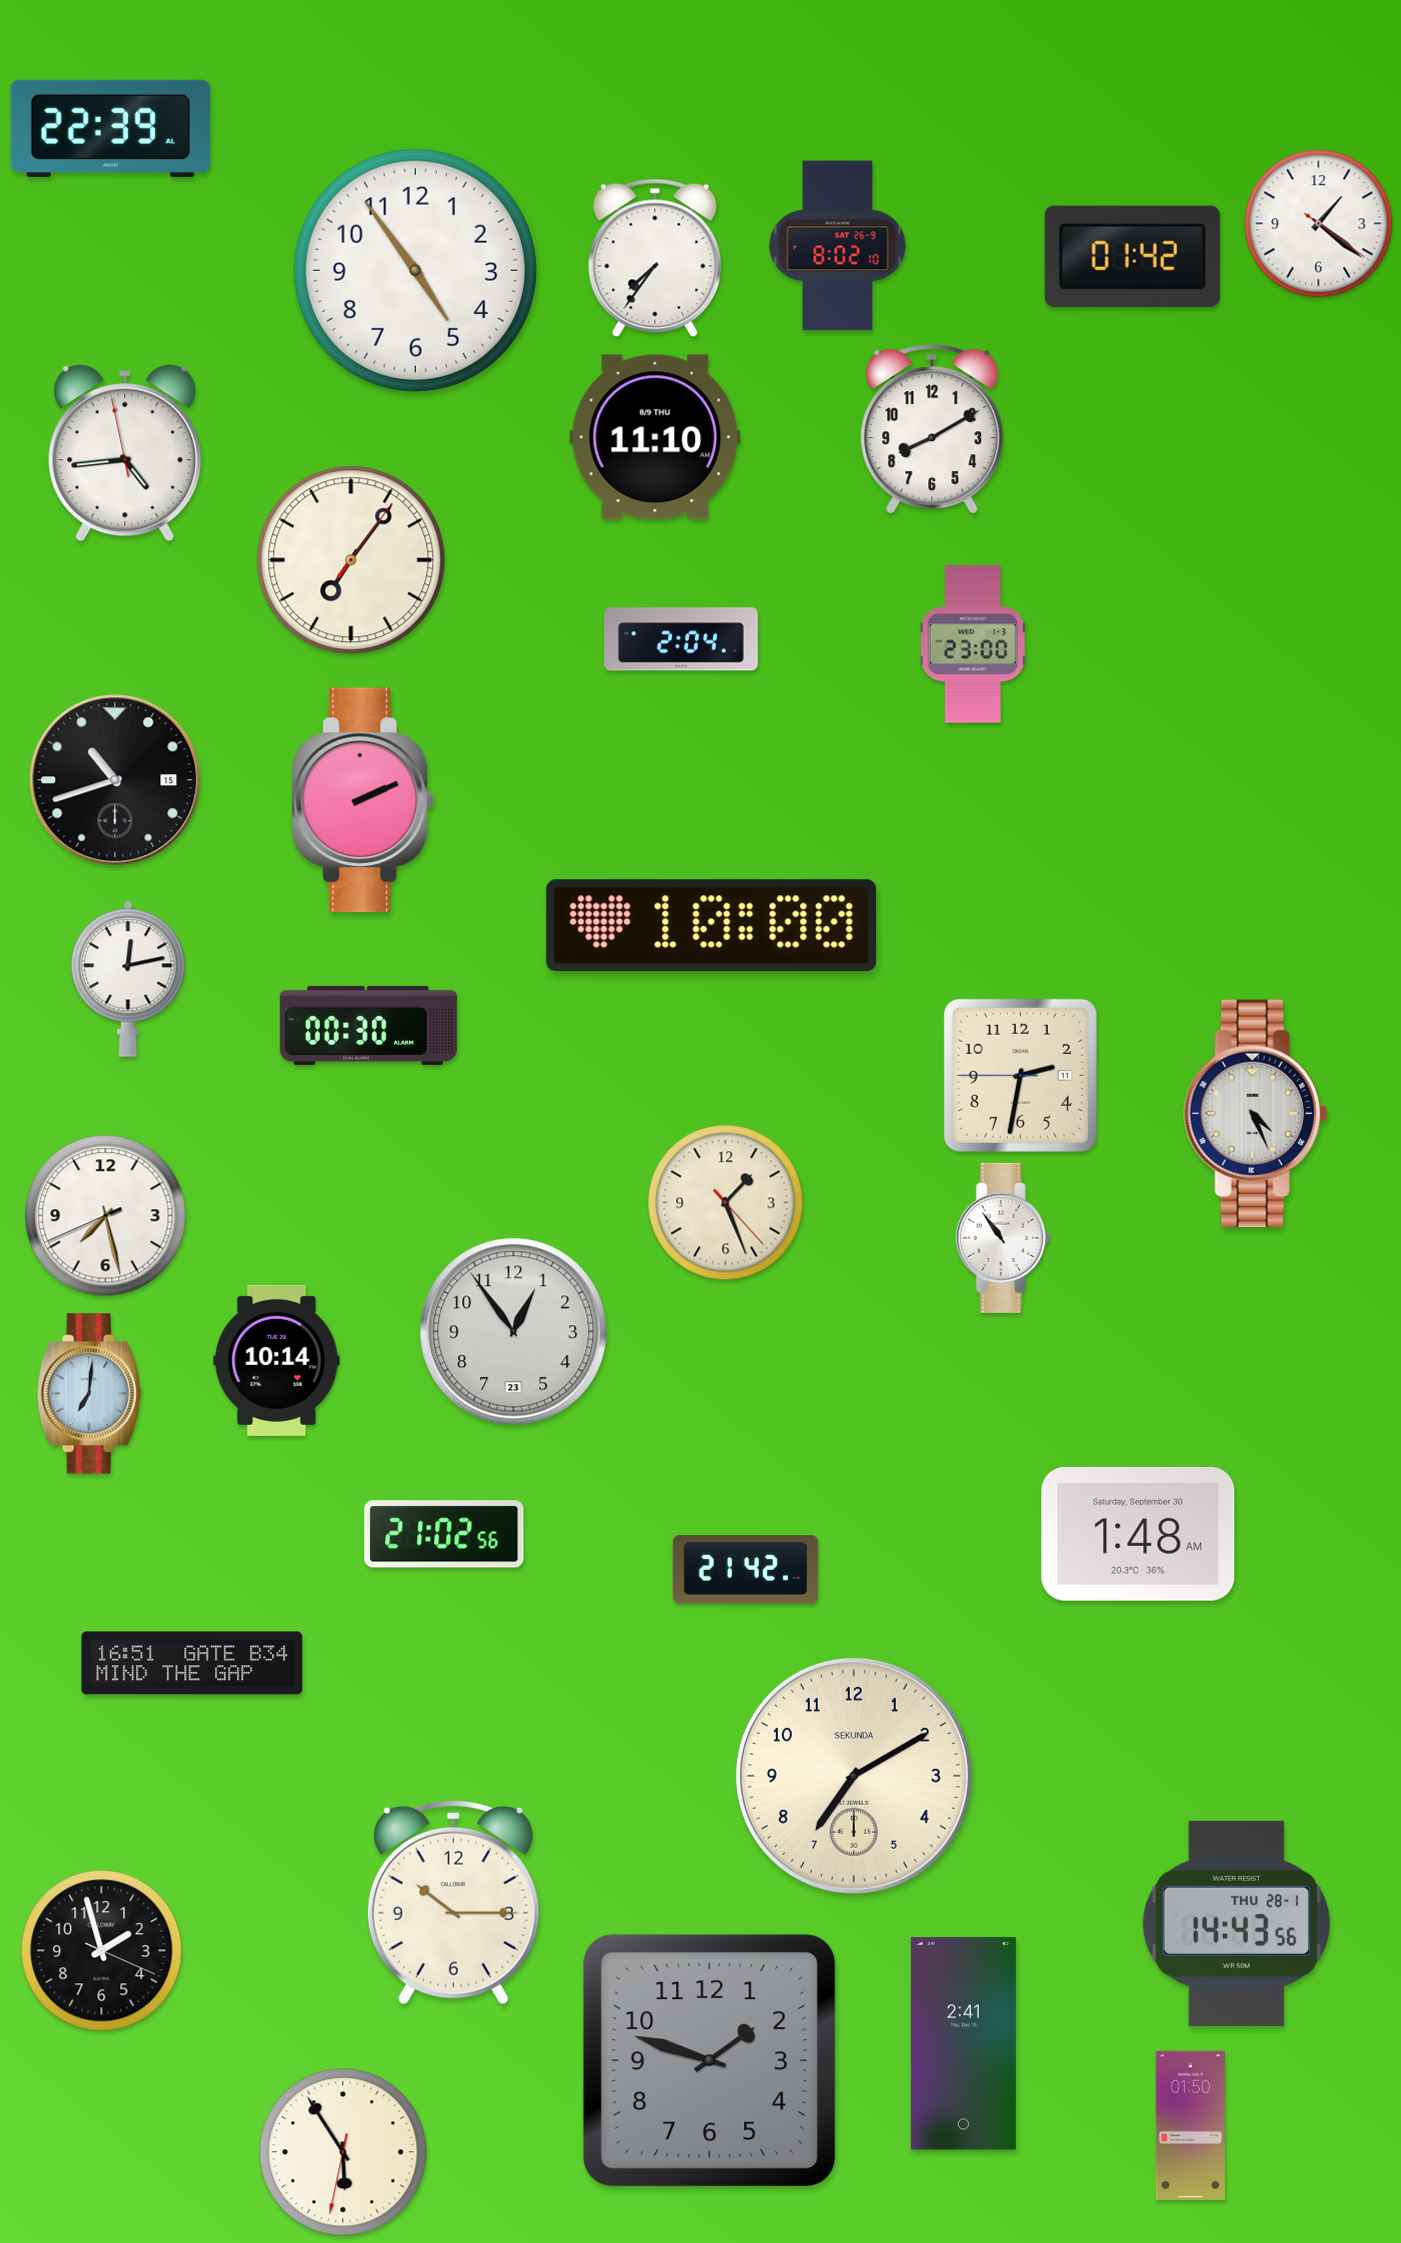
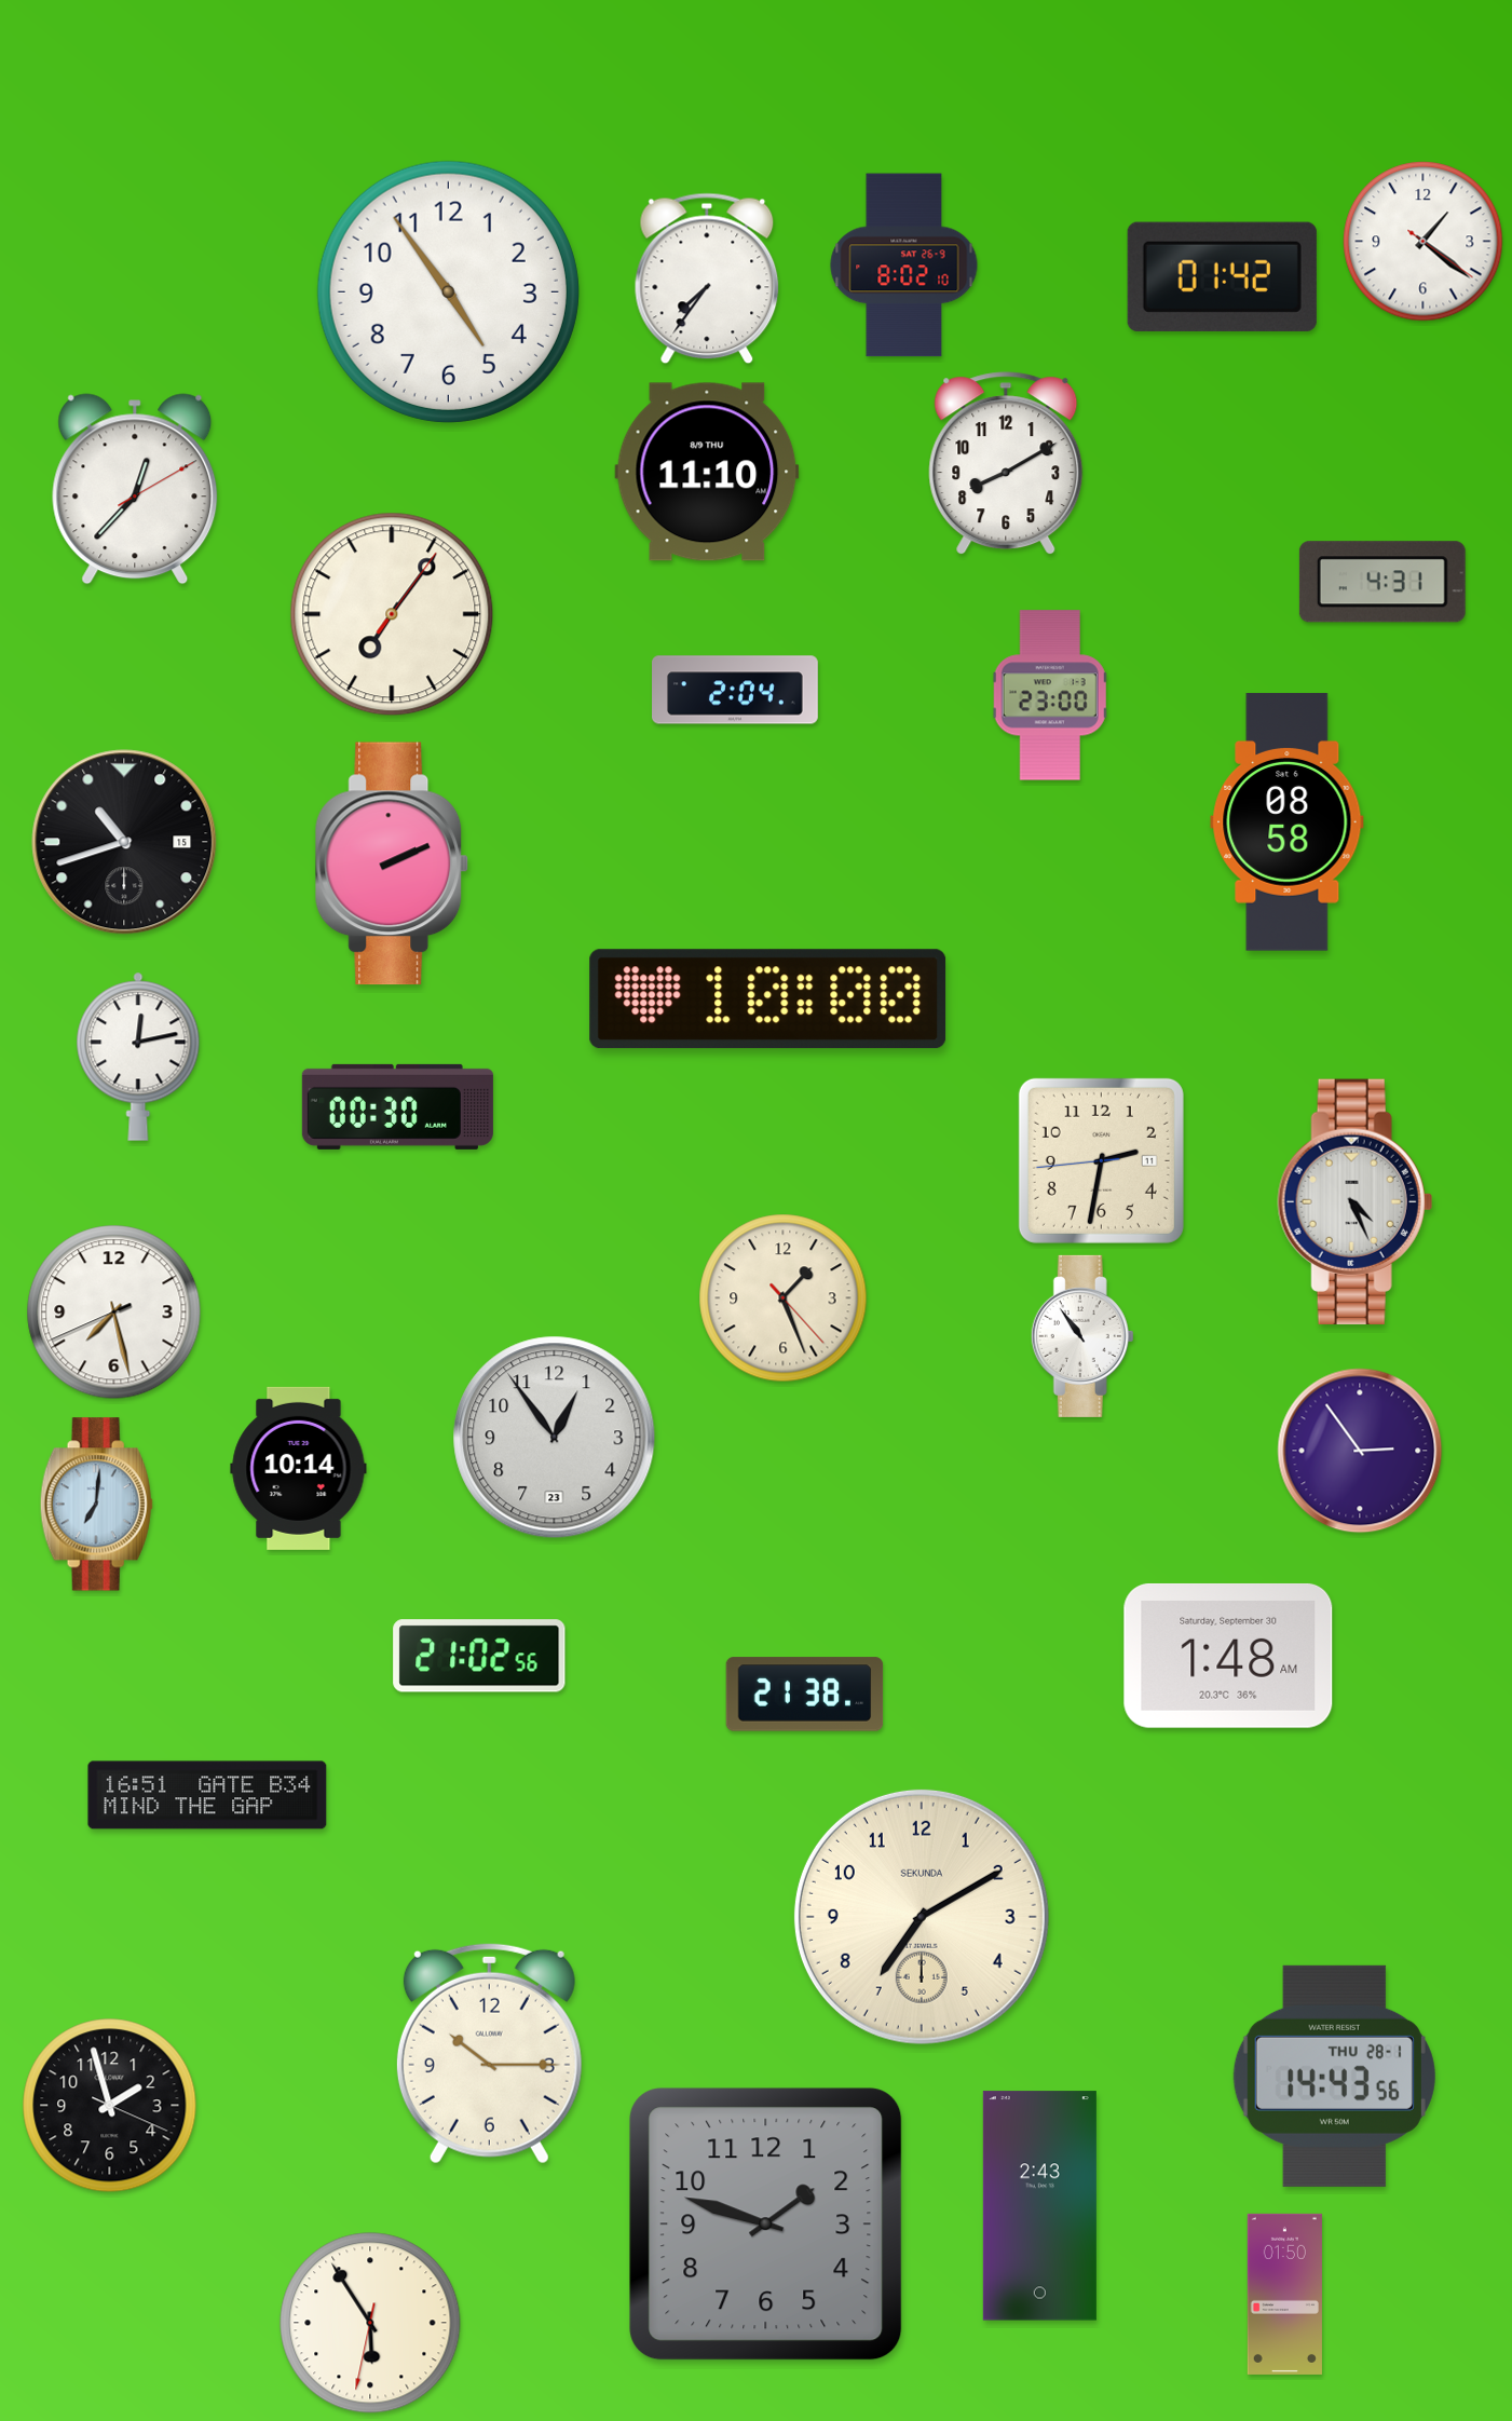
clock at (111, 128): 22:39 -> none
clock at (125, 453): 4:43 -> 12:37
clock at (1382, 582): none -> 4:31
clock at (351, 560) position: (351, 560) -> (392, 614)
clock at (1288, 822): none -> 08:58
clock at (1020, 1075): 2:31:45 -> 2:31:44
clock at (1360, 1451): none -> 2:54
clock at (746, 1570): 21:42 -> 21:38
clock at (963, 2044): 2:41 -> 2:43
